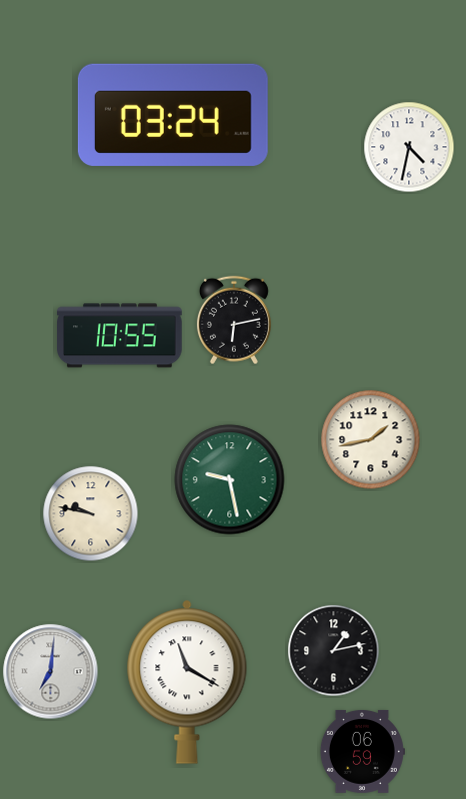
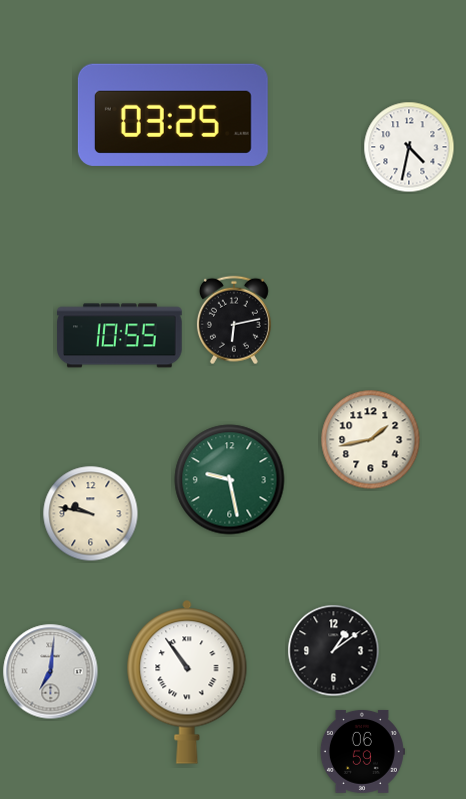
clock at (173, 115): 03:24 -> 03:25
clock at (334, 651): 1:13 -> 1:09
clock at (187, 682): 11:20 -> 10:54
